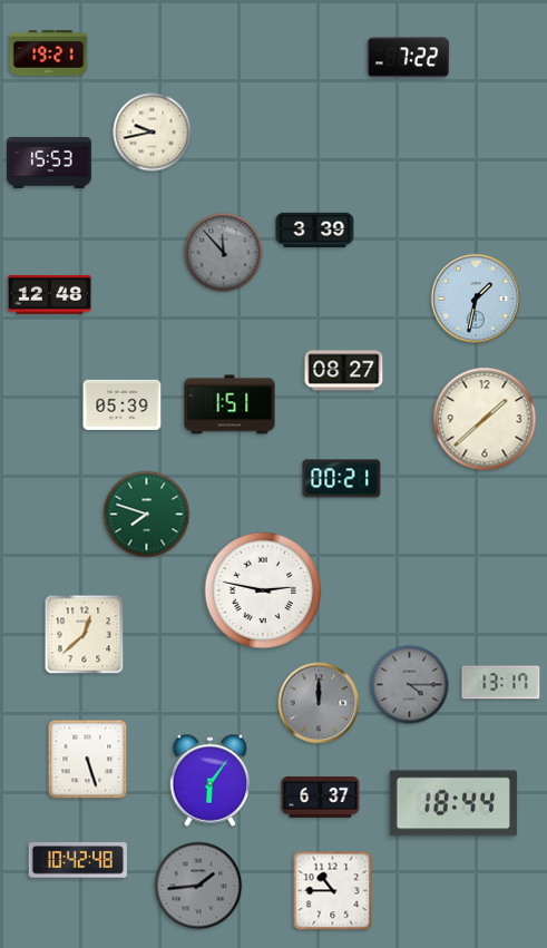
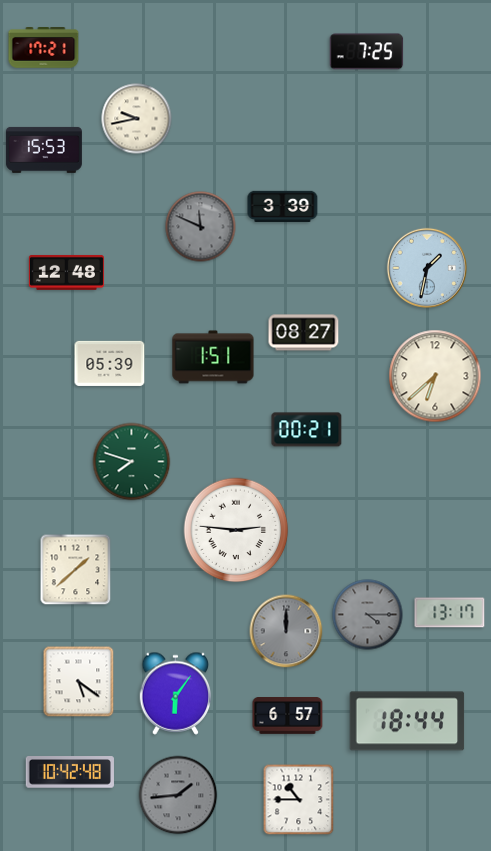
clock at (49, 53): 19:21 -> 17:21
clock at (409, 58): 7:22 -> 7:25
clock at (49, 163) position: (49, 163) -> (44, 150)
clock at (224, 253): 11:53 -> 11:49
clock at (49, 294) position: (49, 294) -> (66, 272)
clock at (344, 371) position: (344, 371) -> (304, 333)
clock at (229, 404) position: (229, 404) -> (213, 357)
clock at (485, 419): 1:38 -> 6:38
clock at (263, 590): 2:47 -> 2:46
clock at (85, 635): 12:38 -> 1:38
clock at (88, 760): 5:27 -> 5:21
clock at (211, 780) position: (211, 780) -> (176, 693)
clock at (321, 798): 6:37 -> 6:57
